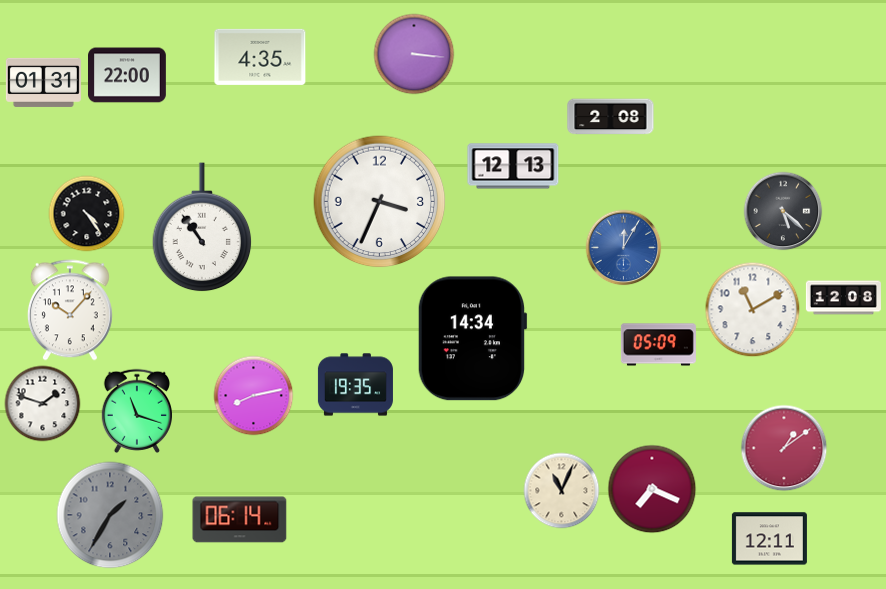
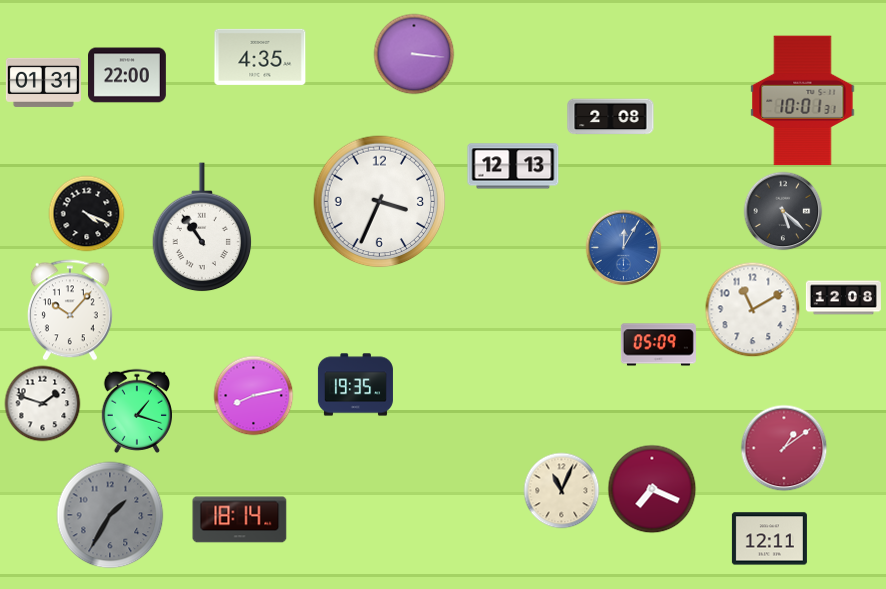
clock at (803, 101): none -> 10:01
clock at (87, 214): 4:24 -> 4:19
clock at (472, 339): 14:34 -> none
clock at (136, 411): 11:18 -> 1:18
clock at (240, 520): 06:14 -> 18:14
